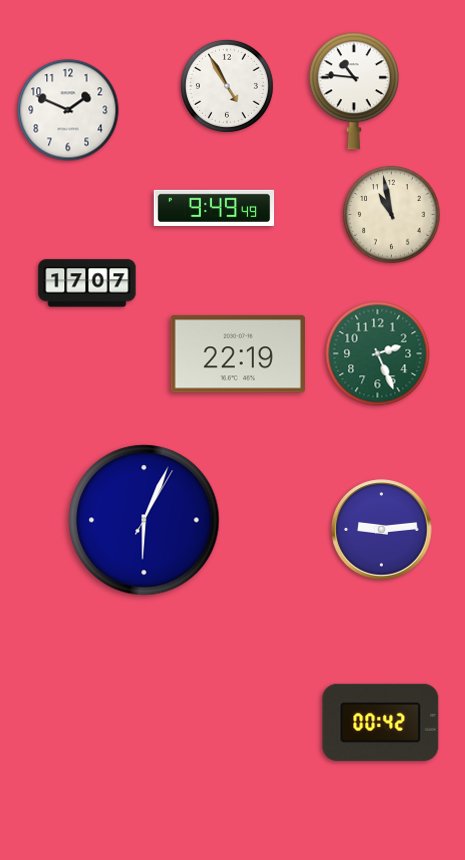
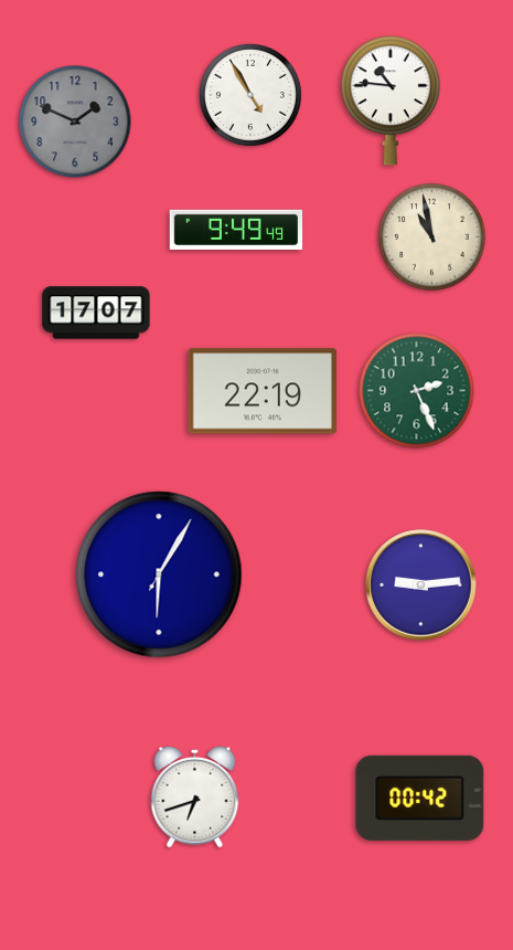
clock at (68, 110) dial: white -> grey
clock at (144, 520): 6:04 -> 6:05
clock at (195, 796): none -> 6:42
